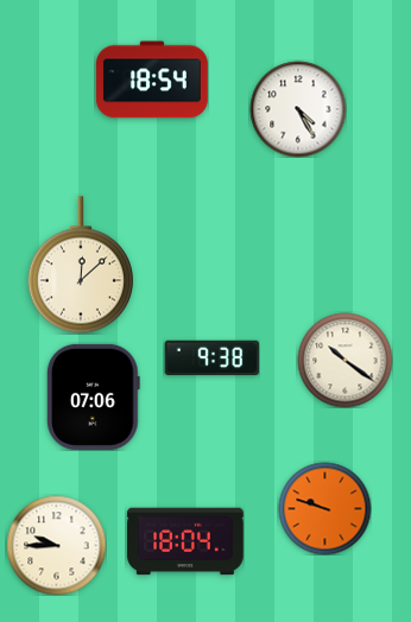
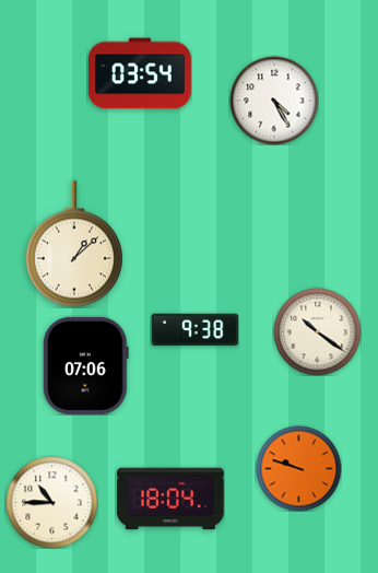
clock at (152, 80): 18:54 -> 03:54
clock at (80, 265): 12:08 -> 1:08
clock at (56, 545): 9:45 -> 10:45
